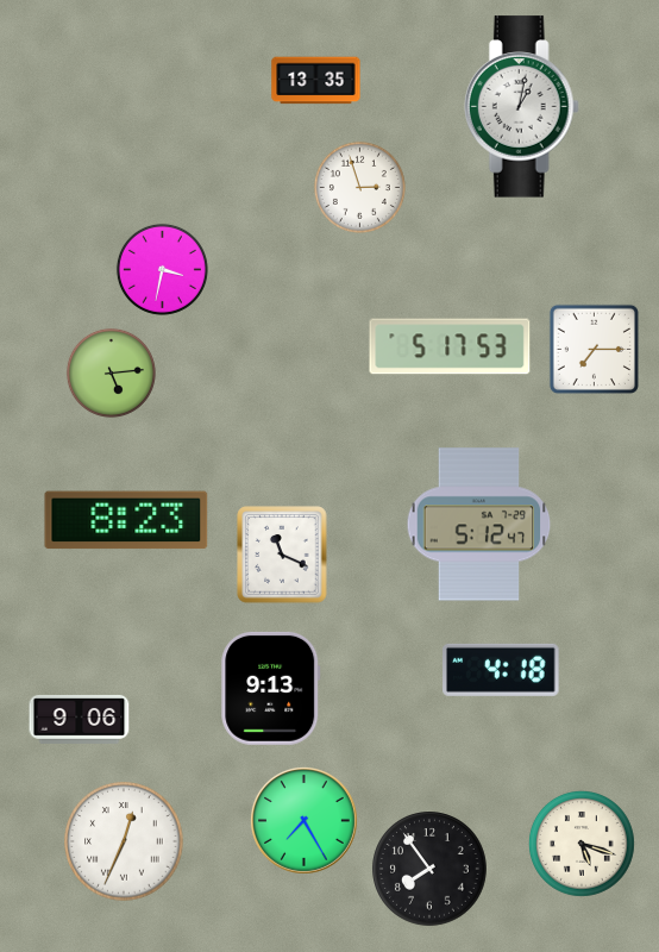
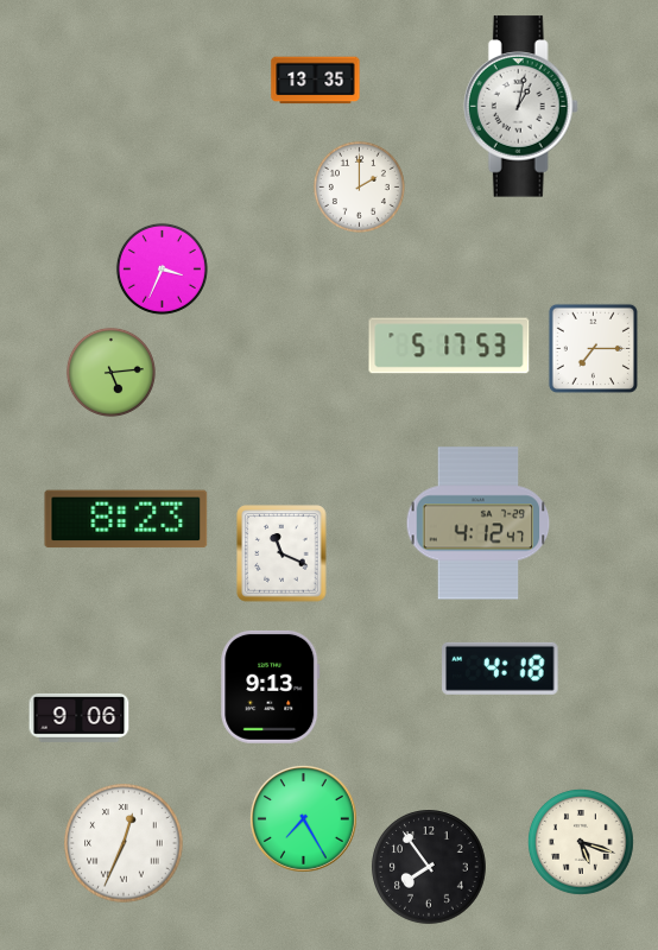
clock at (359, 187): 2:57 -> 2:00
clock at (162, 269): 3:32 -> 3:34
clock at (479, 525): 5:12 -> 4:12
clock at (124, 841) position: (124, 841) -> (124, 843)
